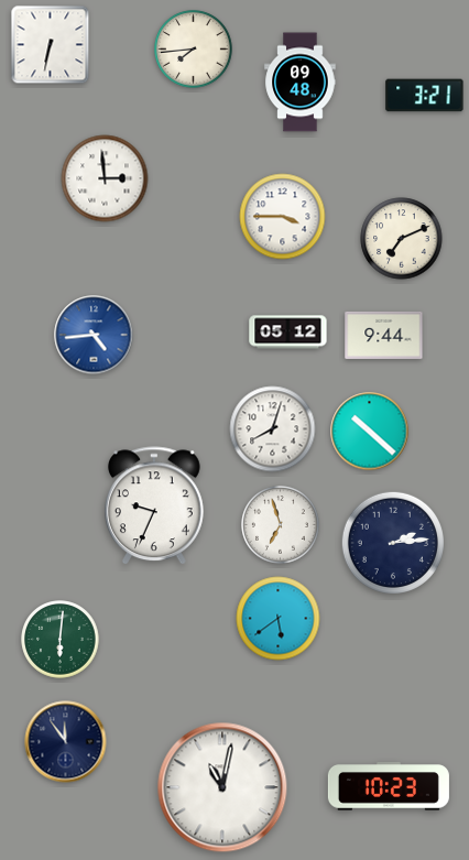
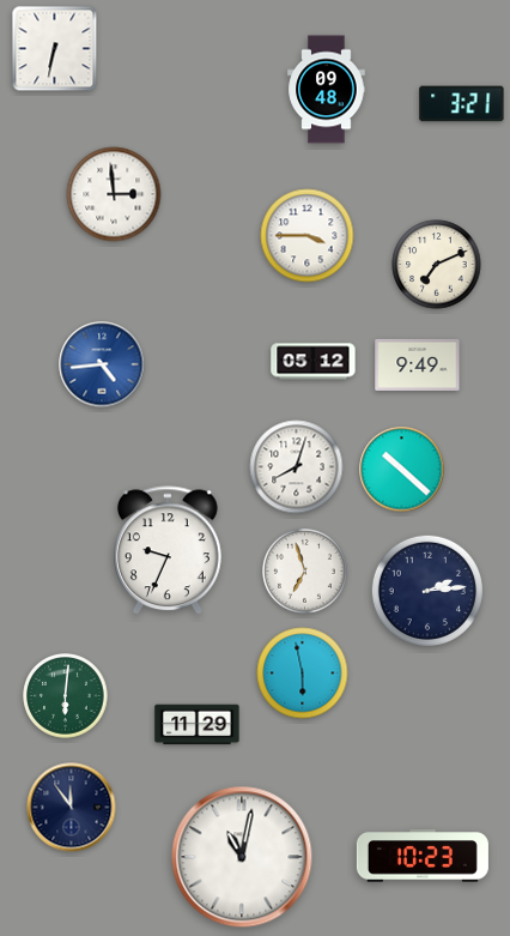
clock at (194, 50): 7:44 -> none
clock at (402, 239) position: (402, 239) -> (437, 265)
clock at (384, 335): 9:44 -> 9:49
clock at (279, 619): 5:39 -> 5:58
clock at (198, 725): none -> 11:29
